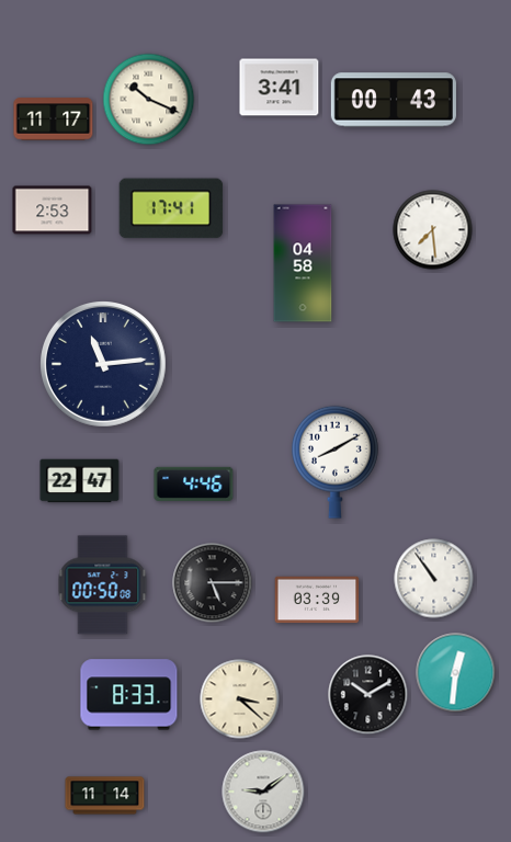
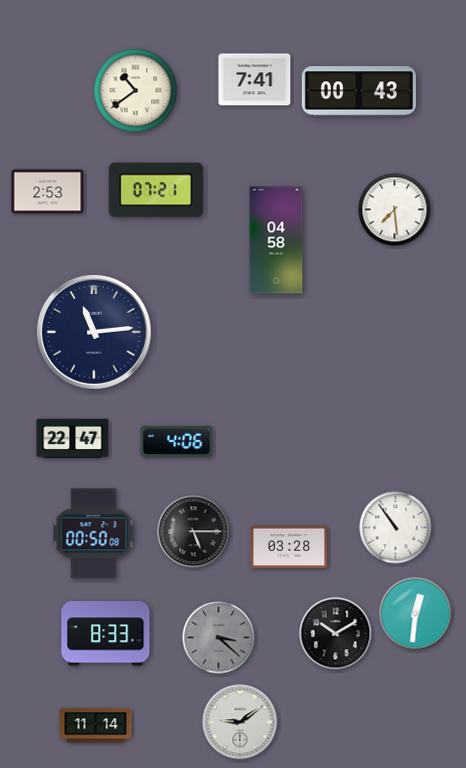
clock at (280, 88): 3:41 -> 7:41
clock at (149, 100): 10:19 -> 10:39
clock at (54, 120): 11:17 -> none
clock at (171, 208): 17:41 -> 07:21
clock at (334, 462): 8:10 -> none
clock at (194, 483): 4:46 -> 4:06
clock at (317, 600): 03:39 -> 03:28
clock at (129, 695) position: (129, 695) -> (106, 634)
clock at (240, 699) dial: cream -> grey
